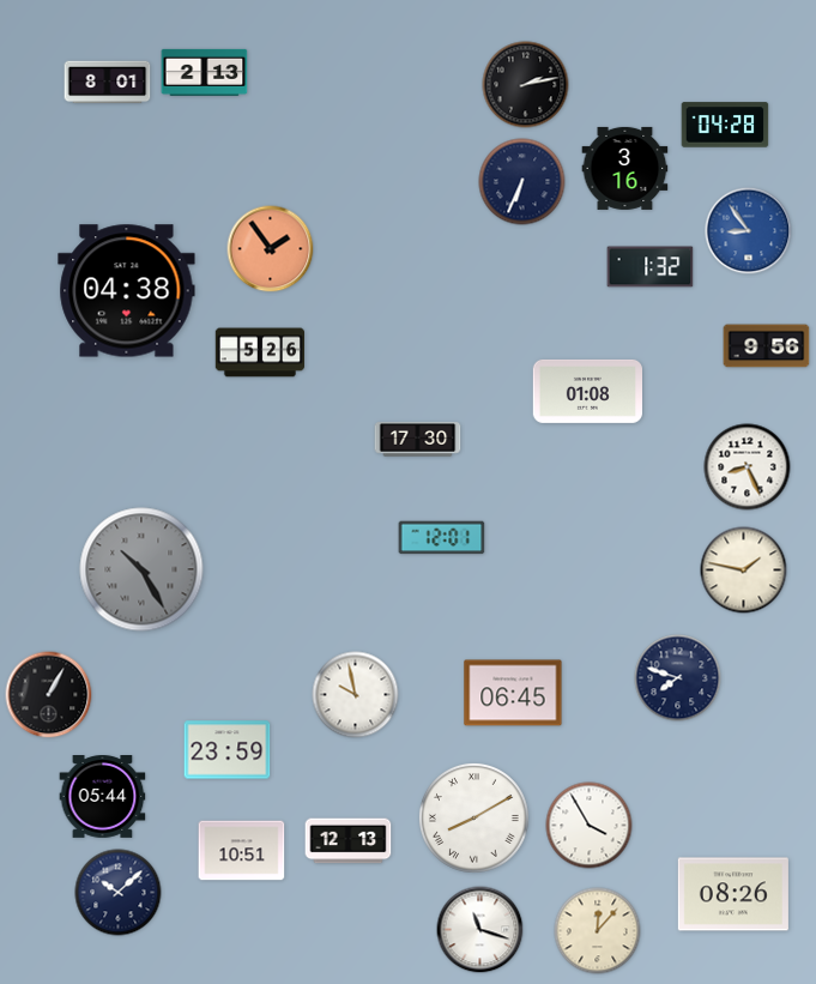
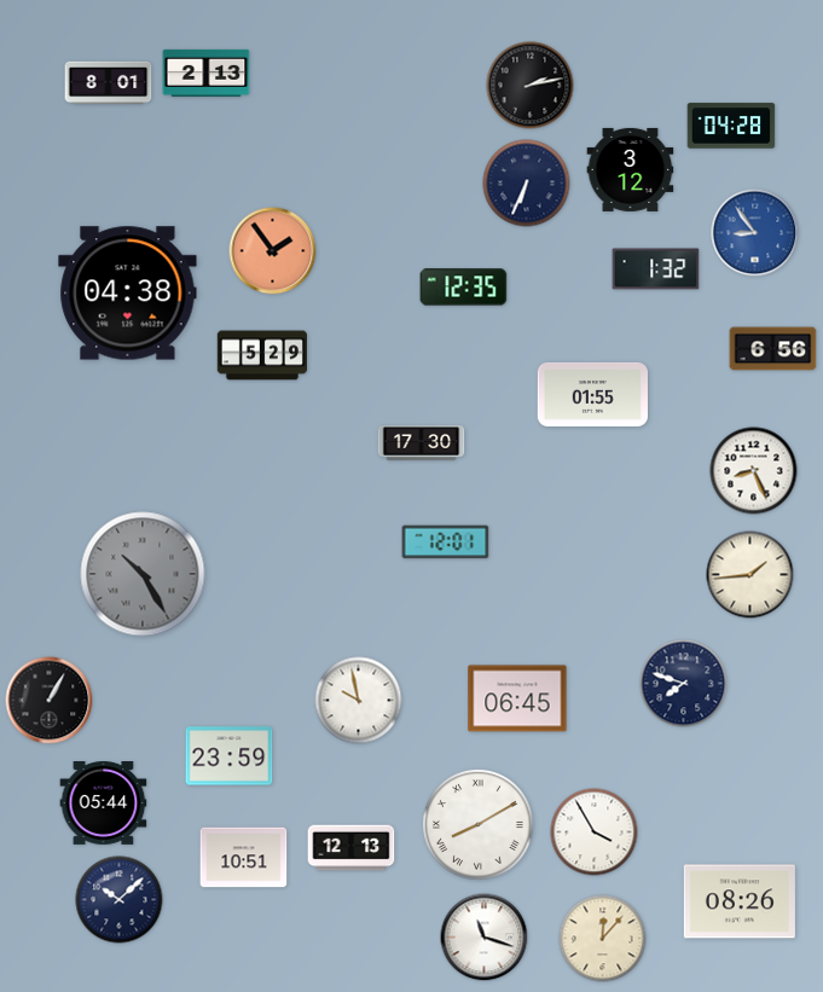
clock at (625, 168): 3:16 -> 3:12
clock at (464, 288): none -> 12:35
clock at (767, 346): 9:56 -> 6:56
clock at (259, 352): 5:26 -> 5:29
clock at (587, 391): 01:08 -> 01:55
clock at (744, 571): 1:47 -> 1:44
